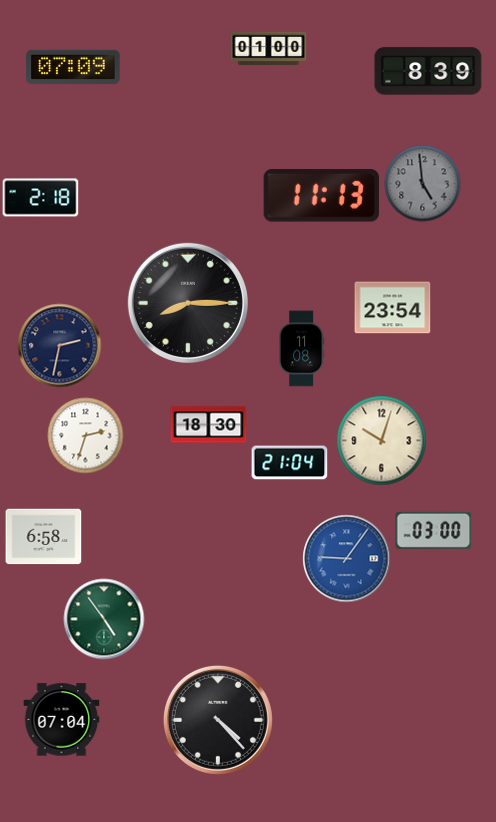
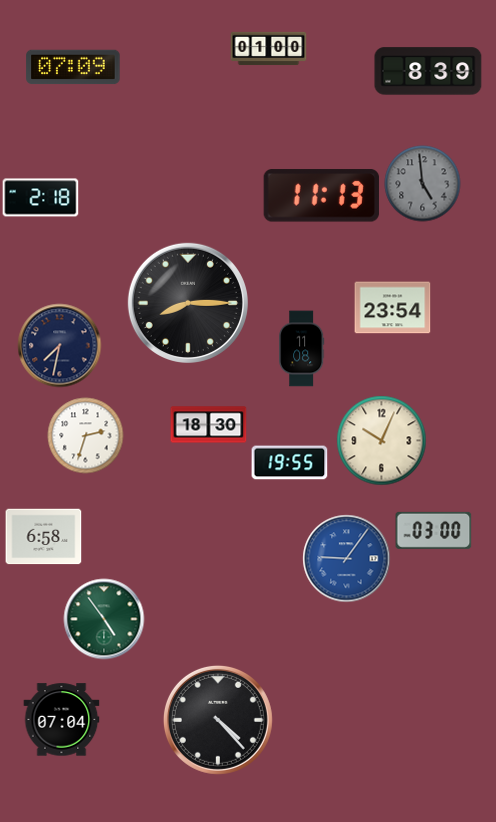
clock at (60, 346): 2:32 -> 7:32
clock at (382, 441): 10:03 -> 10:04
clock at (290, 463): 21:04 -> 19:55
